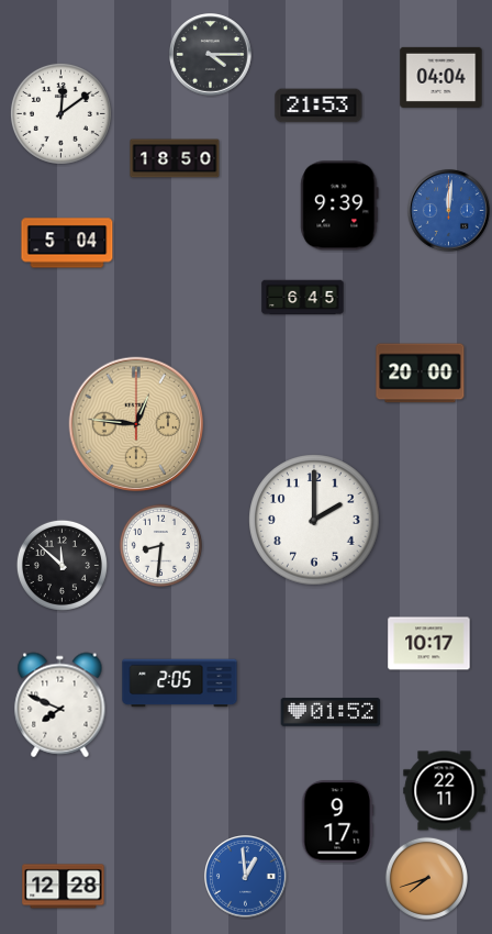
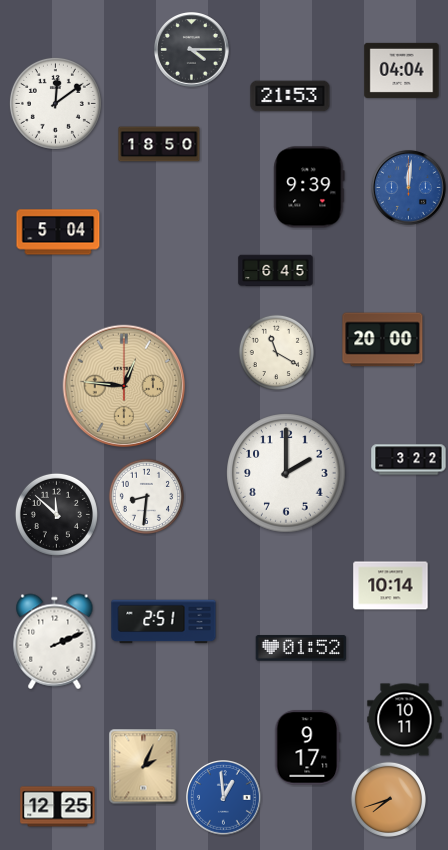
clock at (449, 211) position: (449, 211) -> (409, 188)
clock at (67, 243) position: (67, 243) -> (58, 232)
clock at (276, 352): none -> 11:20
clock at (409, 460): none -> 3:22
clock at (429, 644): 10:17 -> 10:14
clock at (180, 683): 2:05 -> 2:51
clock at (60, 705): 7:49 -> 2:11
clock at (445, 791): 22:11 -> 10:11
clock at (144, 767): none -> 2:04
clock at (64, 887): 12:28 -> 12:25
